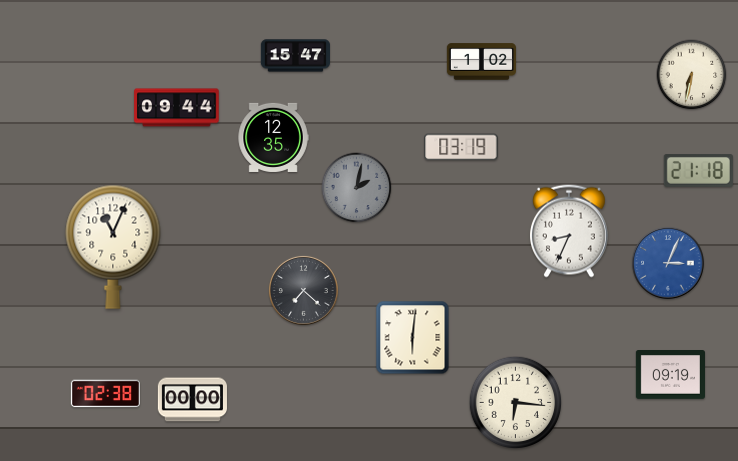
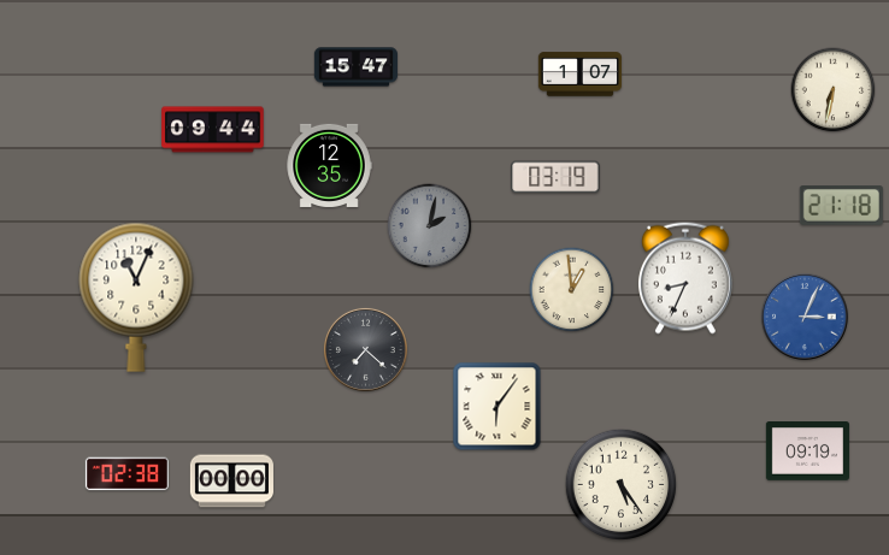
clock at (481, 62): 1:02 -> 1:07
clock at (572, 290): none -> 12:59
clock at (413, 338): 6:01 -> 6:06
clock at (516, 403): 6:16 -> 5:24
